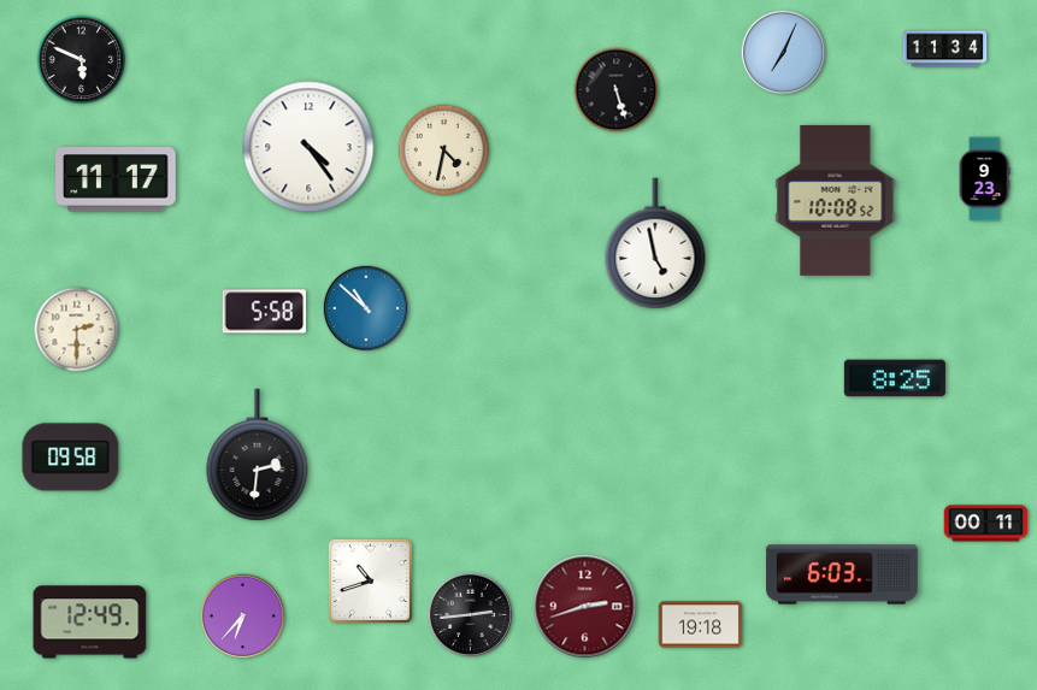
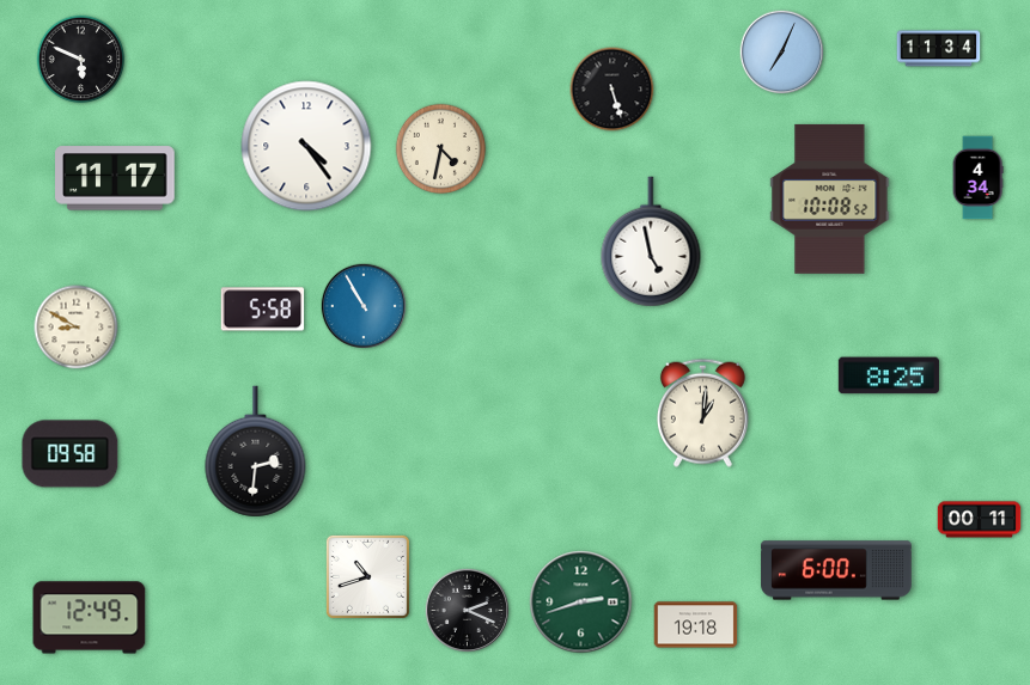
clock at (784, 53) position: (784, 53) -> (782, 53)
clock at (984, 179): 9:23 -> 4:34
clock at (366, 308): 10:52 -> 10:55
clock at (77, 330): 2:30 -> 8:50
clock at (702, 412): none -> 1:01
clock at (842, 574): 6:03 -> 6:00
clock at (585, 607) dial: burgundy -> green
clock at (471, 615): 2:44 -> 2:19
clock at (243, 617): 6:37 -> none
clock at (701, 625) position: (701, 625) -> (696, 625)
